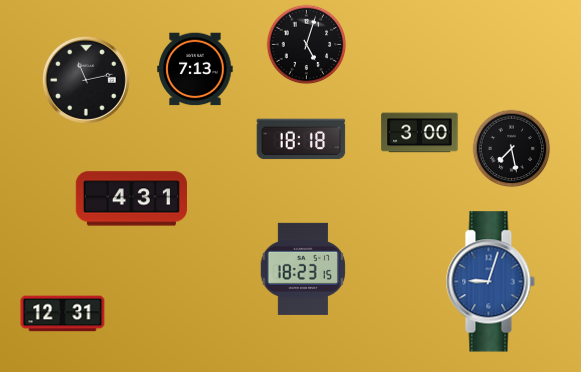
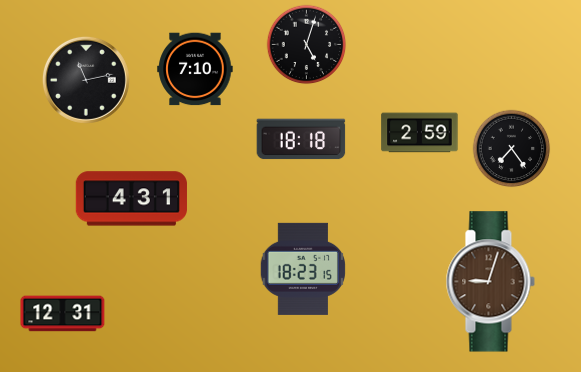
clock at (195, 69): 7:13 -> 7:10
clock at (420, 133): 3:00 -> 2:59
clock at (512, 149): 7:28 -> 7:24
clock at (490, 282) dial: blue -> brown
